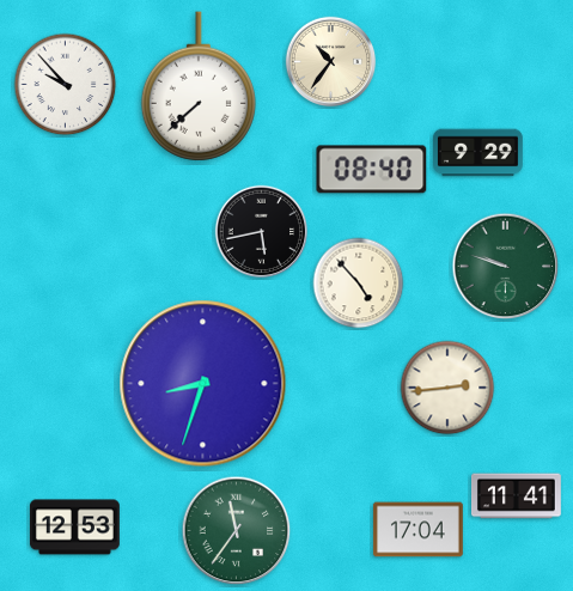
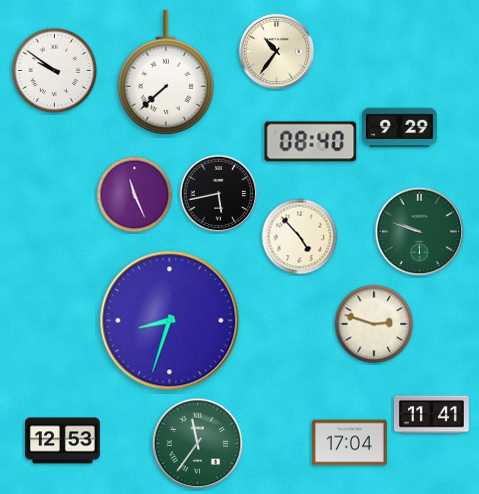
clock at (66, 85): 9:53 -> 9:51
clock at (135, 195): none -> 11:26
clock at (506, 267) position: (506, 267) -> (420, 232)
clock at (447, 388): 2:44 -> 2:48
